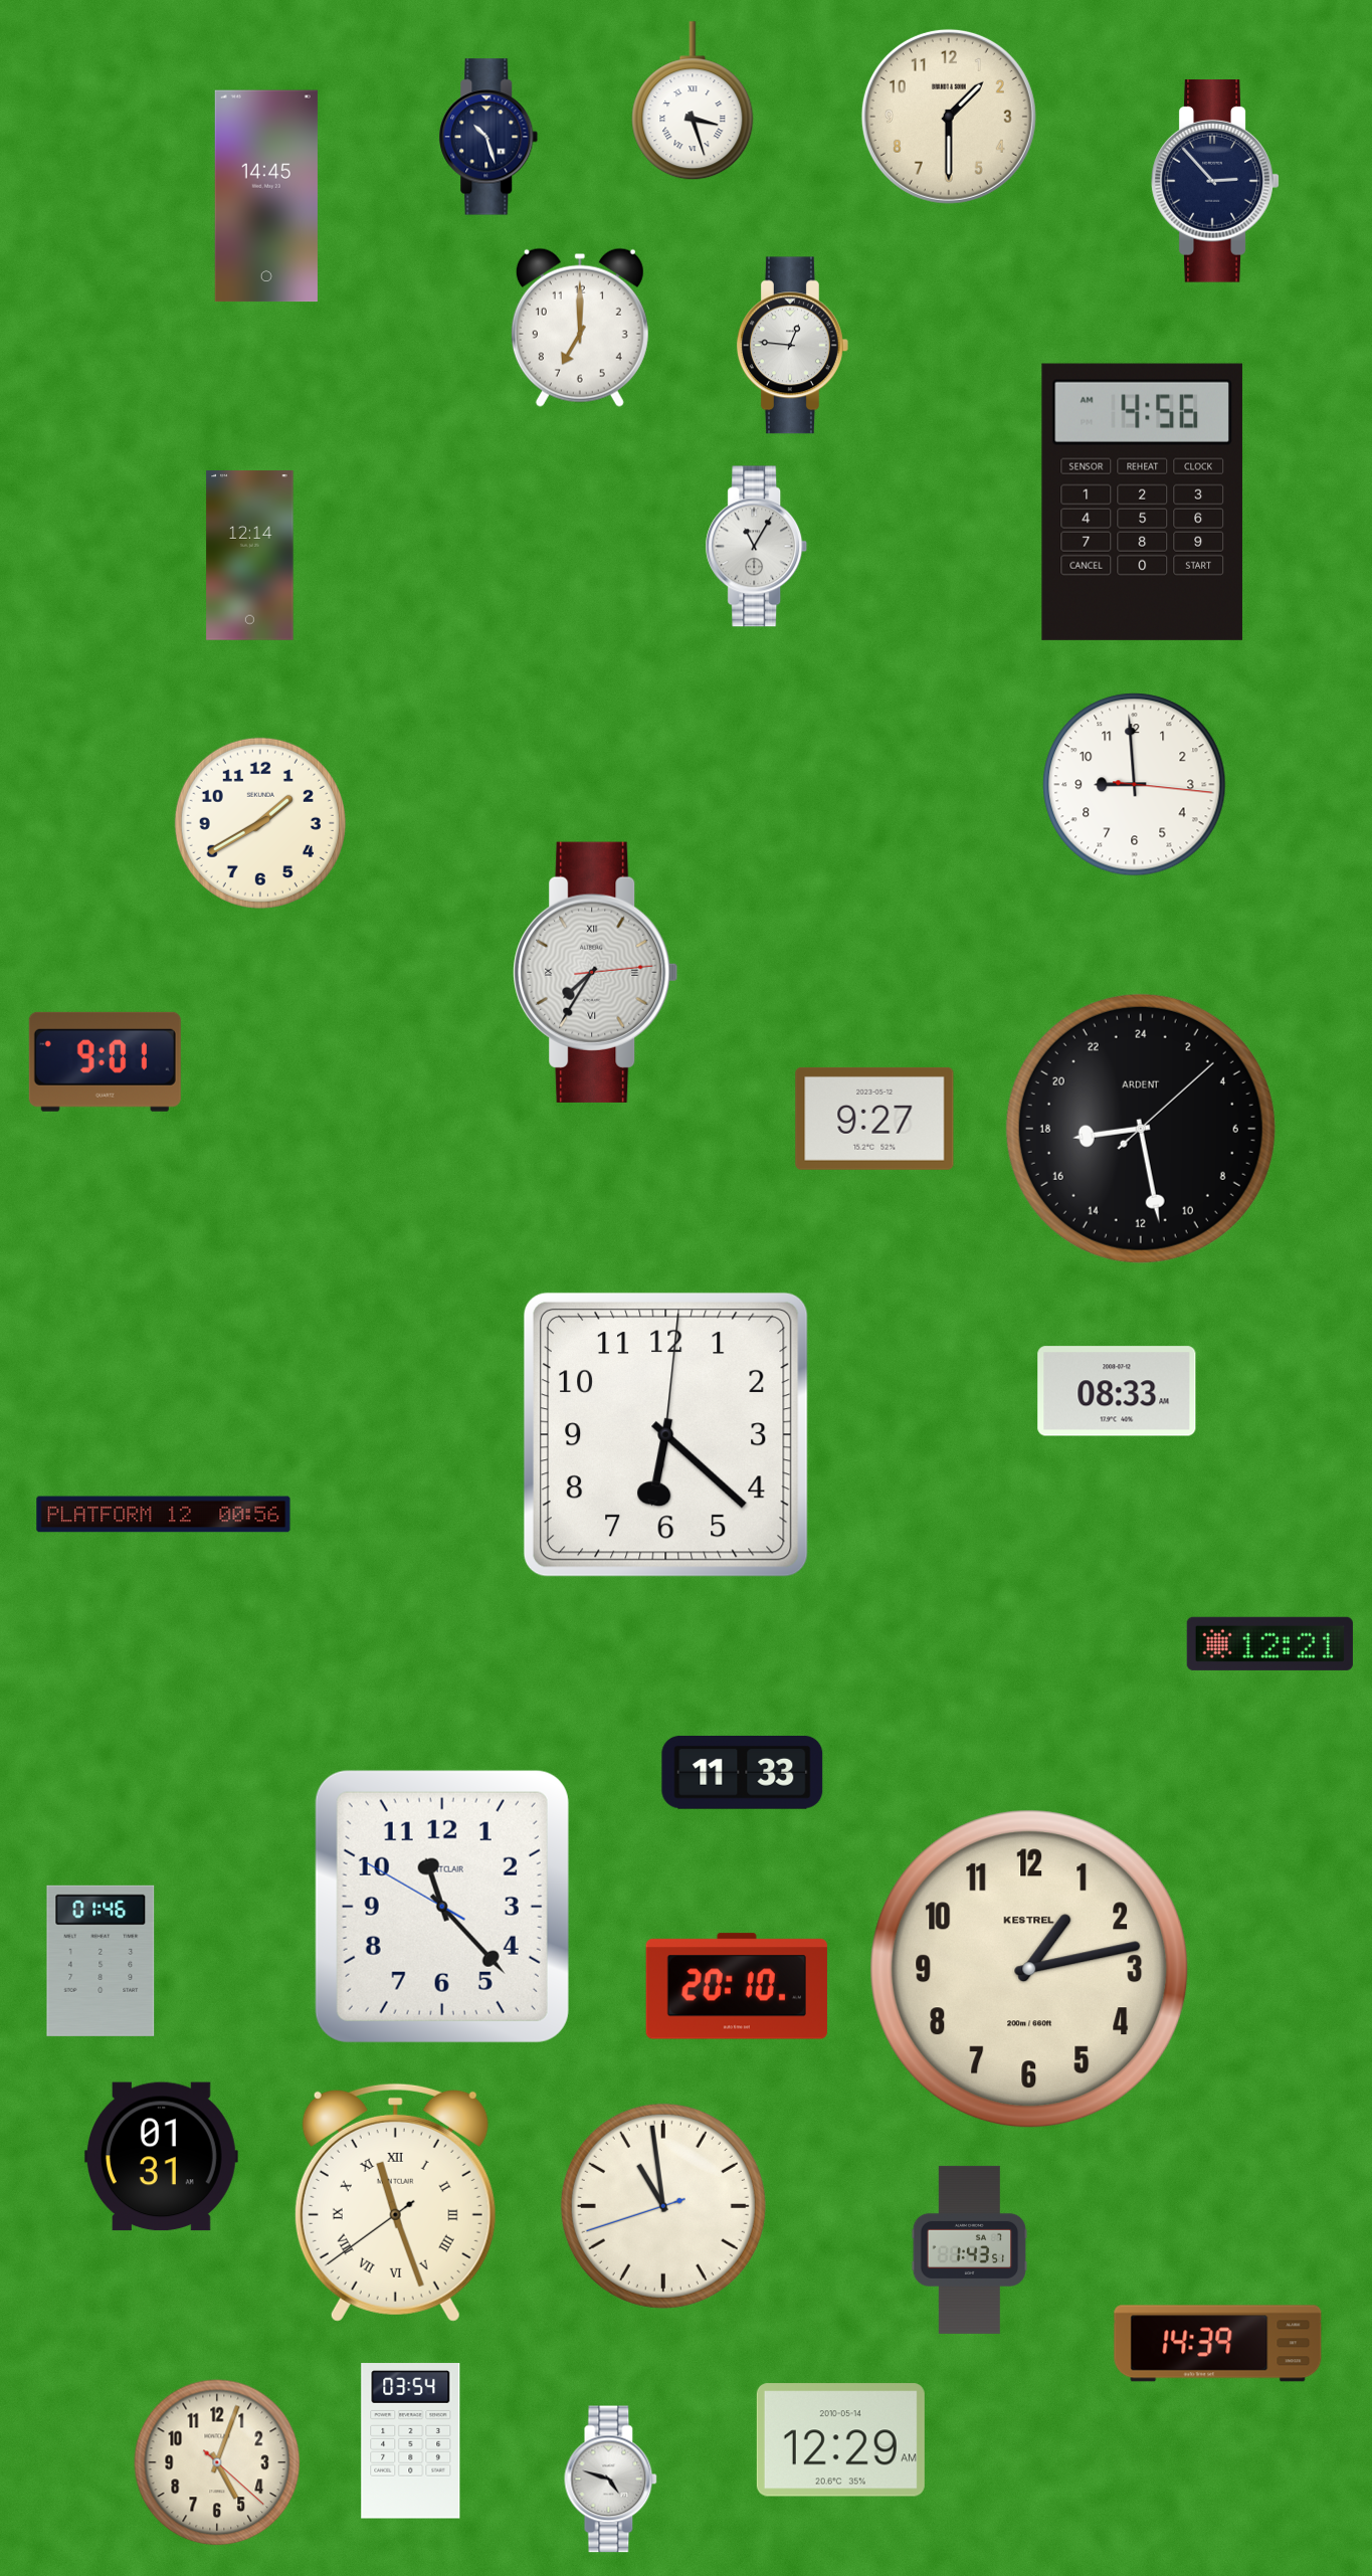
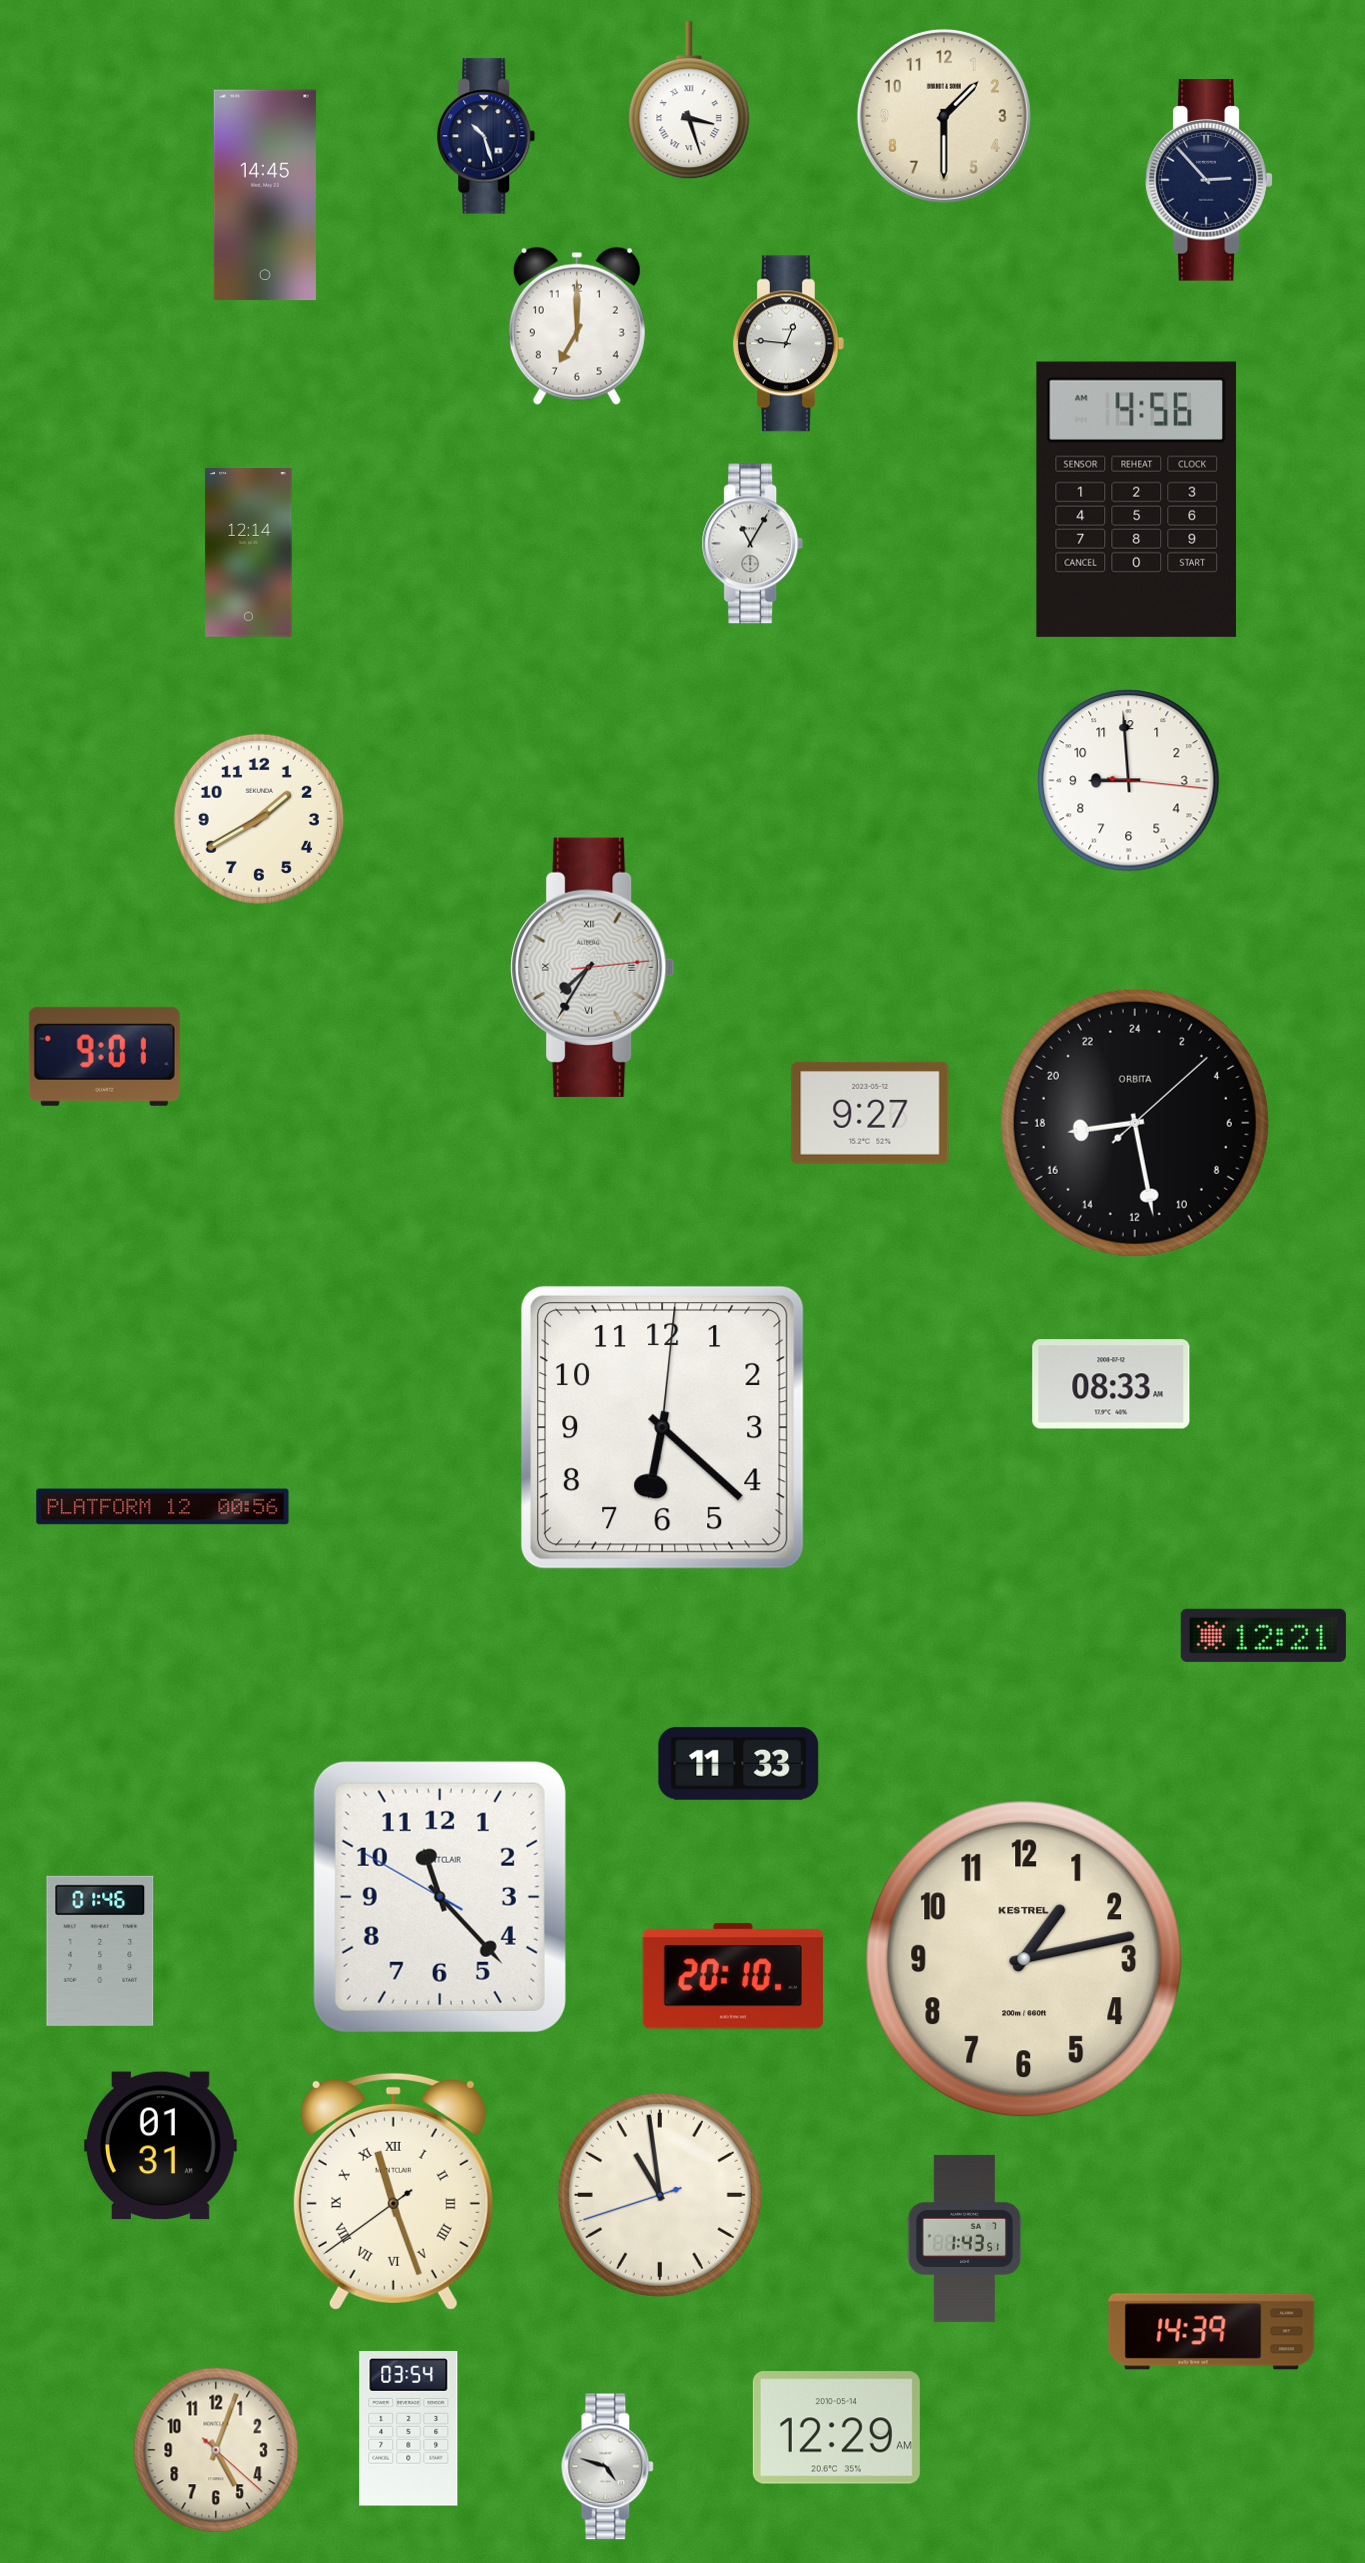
clock at (1141, 1129) brand: ARDENT -> ORBITA
